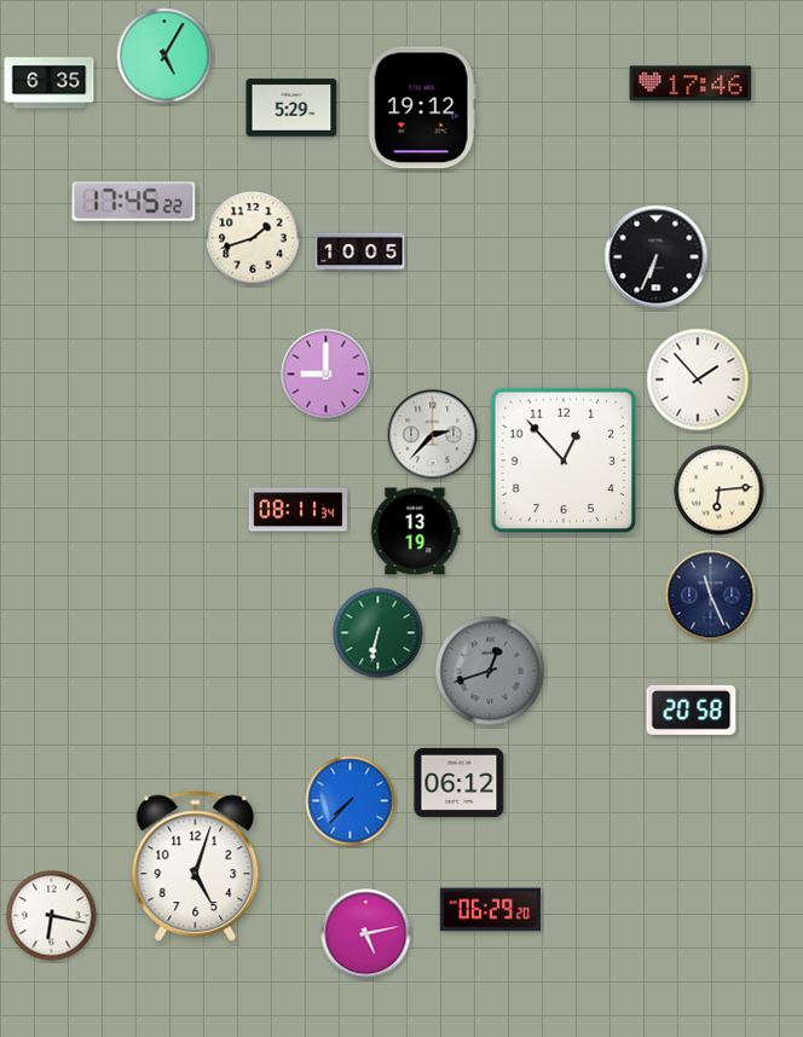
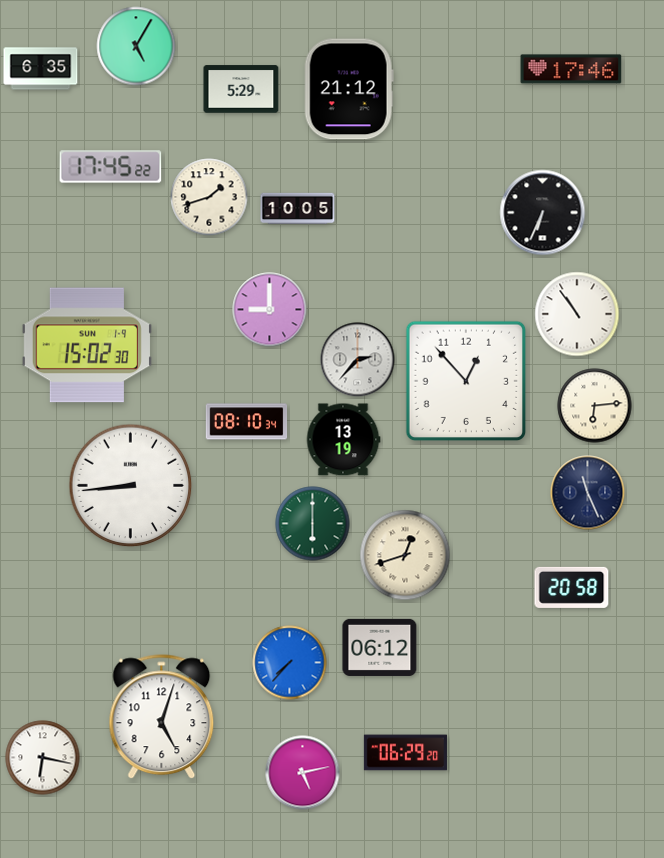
clock at (422, 108): 19:12 -> 21:12
clock at (698, 380): 1:53 -> 10:54
clock at (87, 345): none -> 15:02
clock at (299, 510): 08:11 -> 08:10
clock at (131, 486): none -> 8:44
clock at (379, 633): 6:32 -> 6:00
clock at (490, 671) dial: grey -> cream
